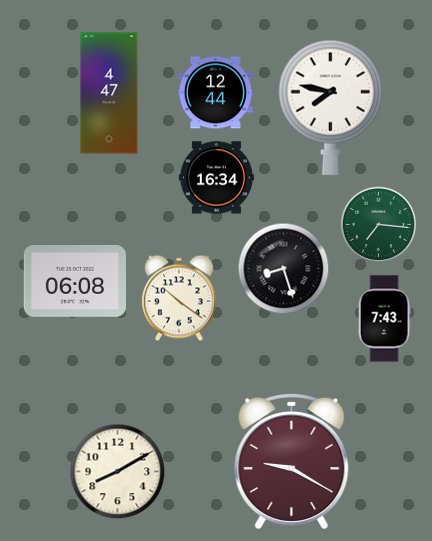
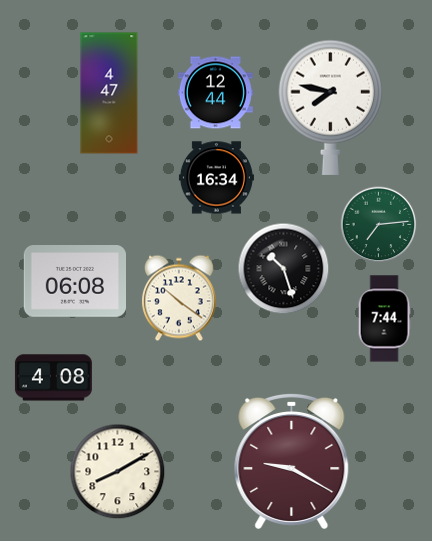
clock at (379, 225): 7:16 -> 7:14
clock at (284, 269): 8:27 -> 10:27
clock at (384, 319): 7:43 -> 7:44
clock at (53, 378): none -> 4:08
